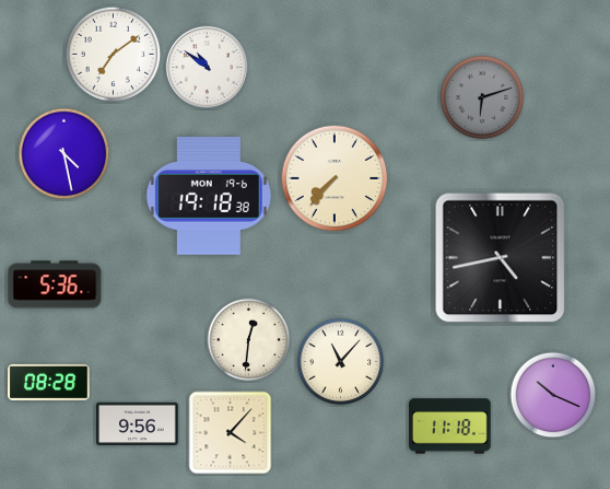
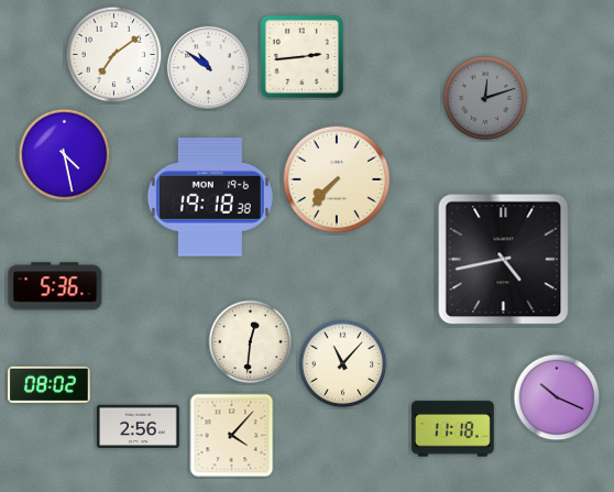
clock at (301, 56): none -> 2:44
clock at (482, 97): 6:12 -> 12:12
clock at (49, 382): 08:28 -> 08:02
clock at (138, 423): 9:56 -> 2:56
